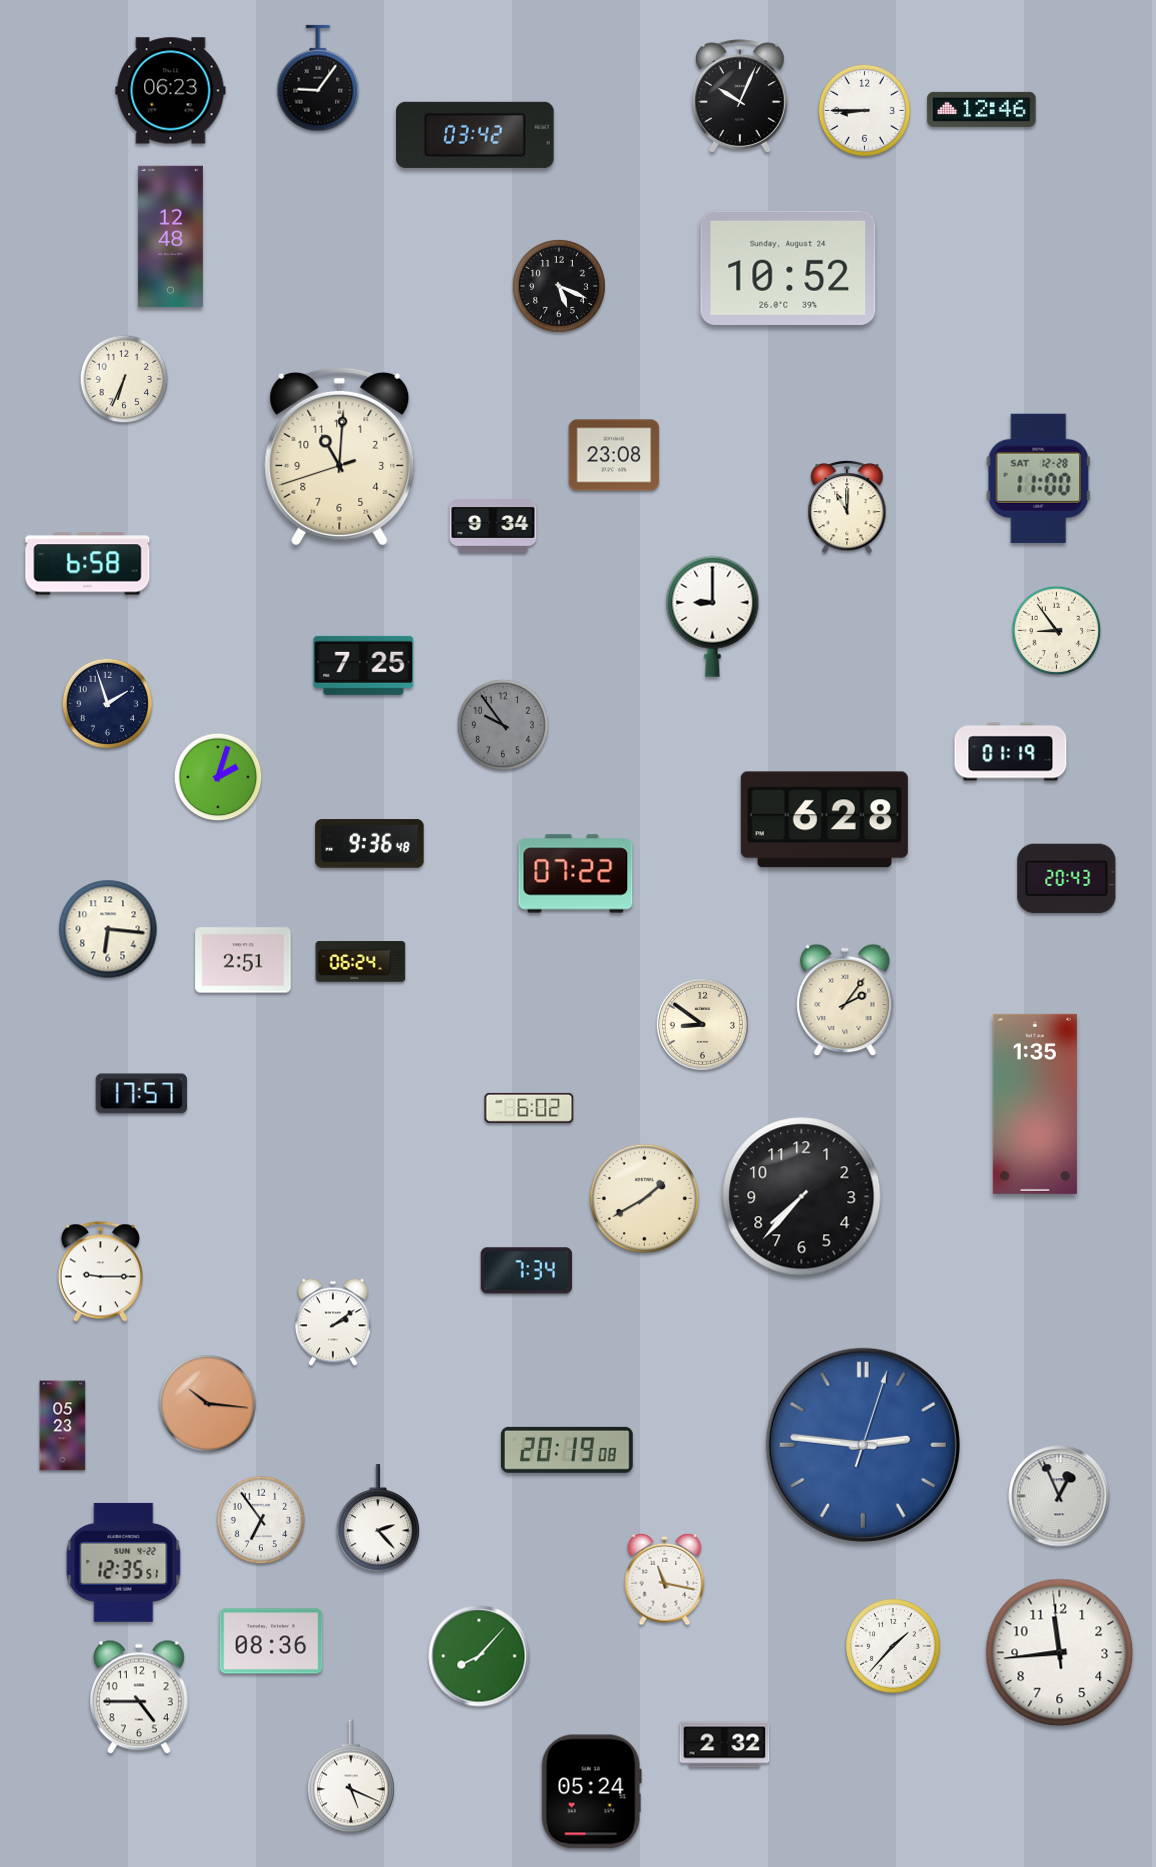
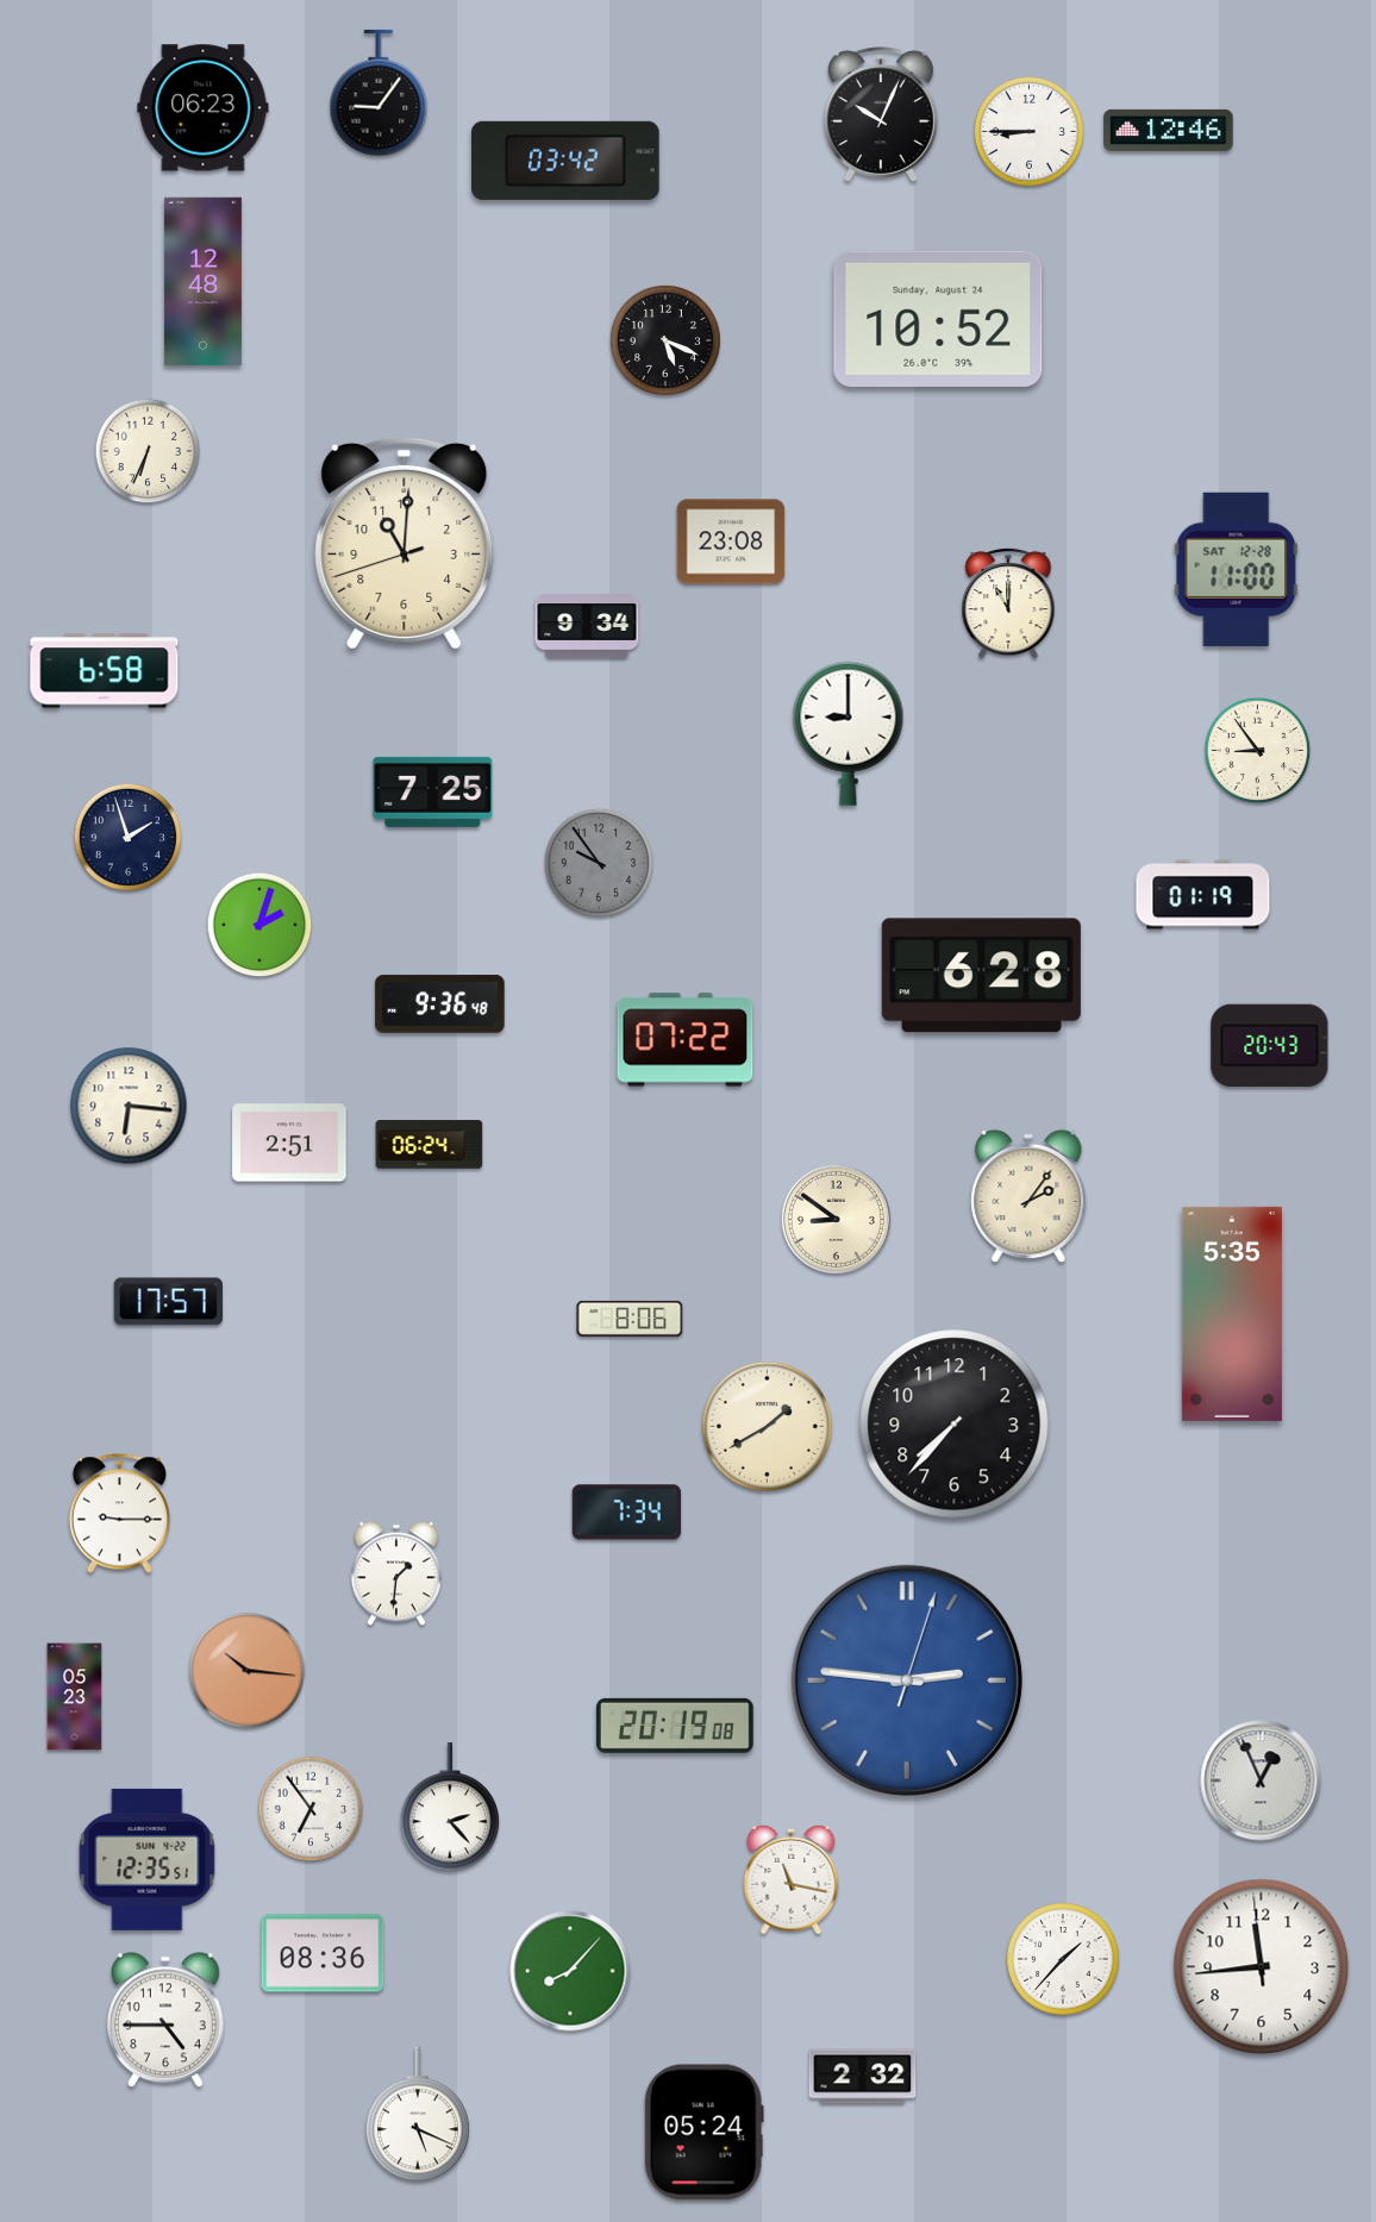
clock at (845, 1000) position: (845, 1000) -> (1028, 1196)
clock at (1035, 1104): 1:35 -> 5:35
clock at (529, 1108): 6:02 -> 8:06
clock at (333, 1322): 2:09 -> 1:31
clock at (863, 1445) position: (863, 1445) -> (907, 1680)
